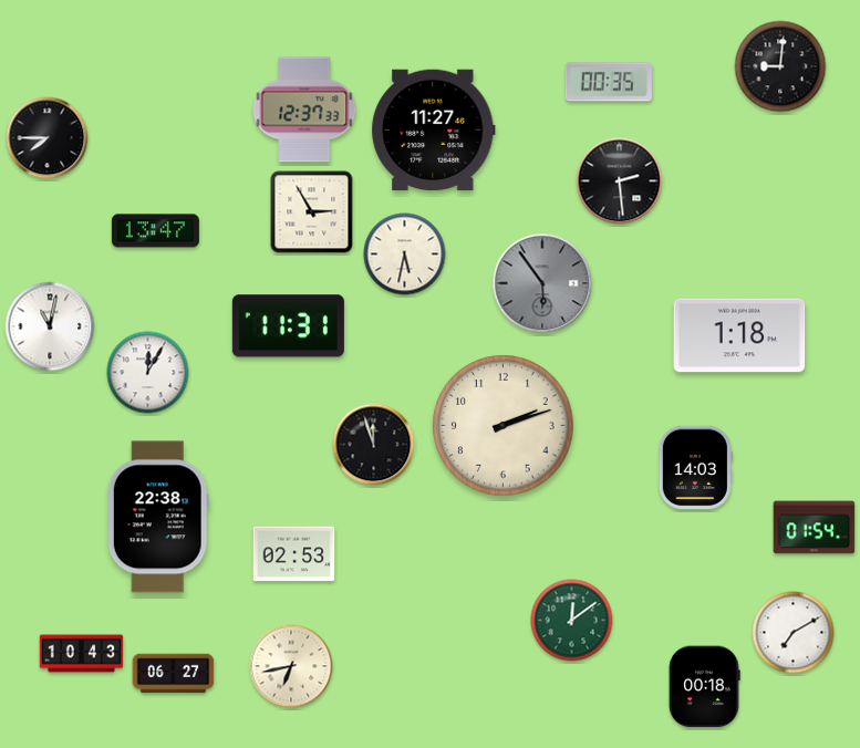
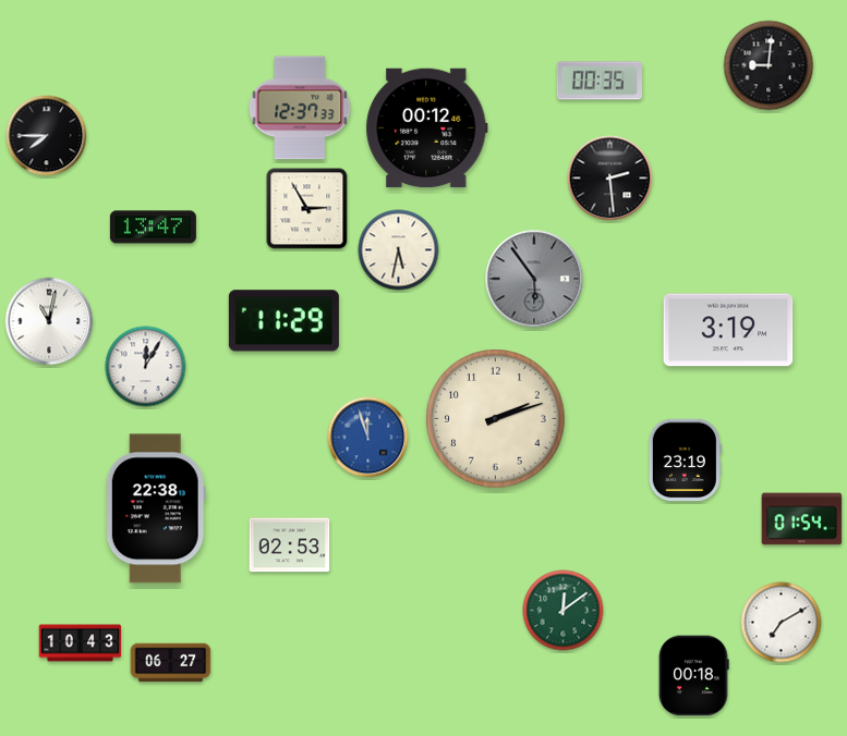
clock at (434, 131): 11:27 -> 00:12
clock at (288, 326): 11:31 -> 11:29
clock at (739, 335): 1:18 -> 3:19
clock at (374, 445) dial: black -> blue
clock at (695, 468): 14:03 -> 23:19
clock at (291, 666): 6:43 -> none
